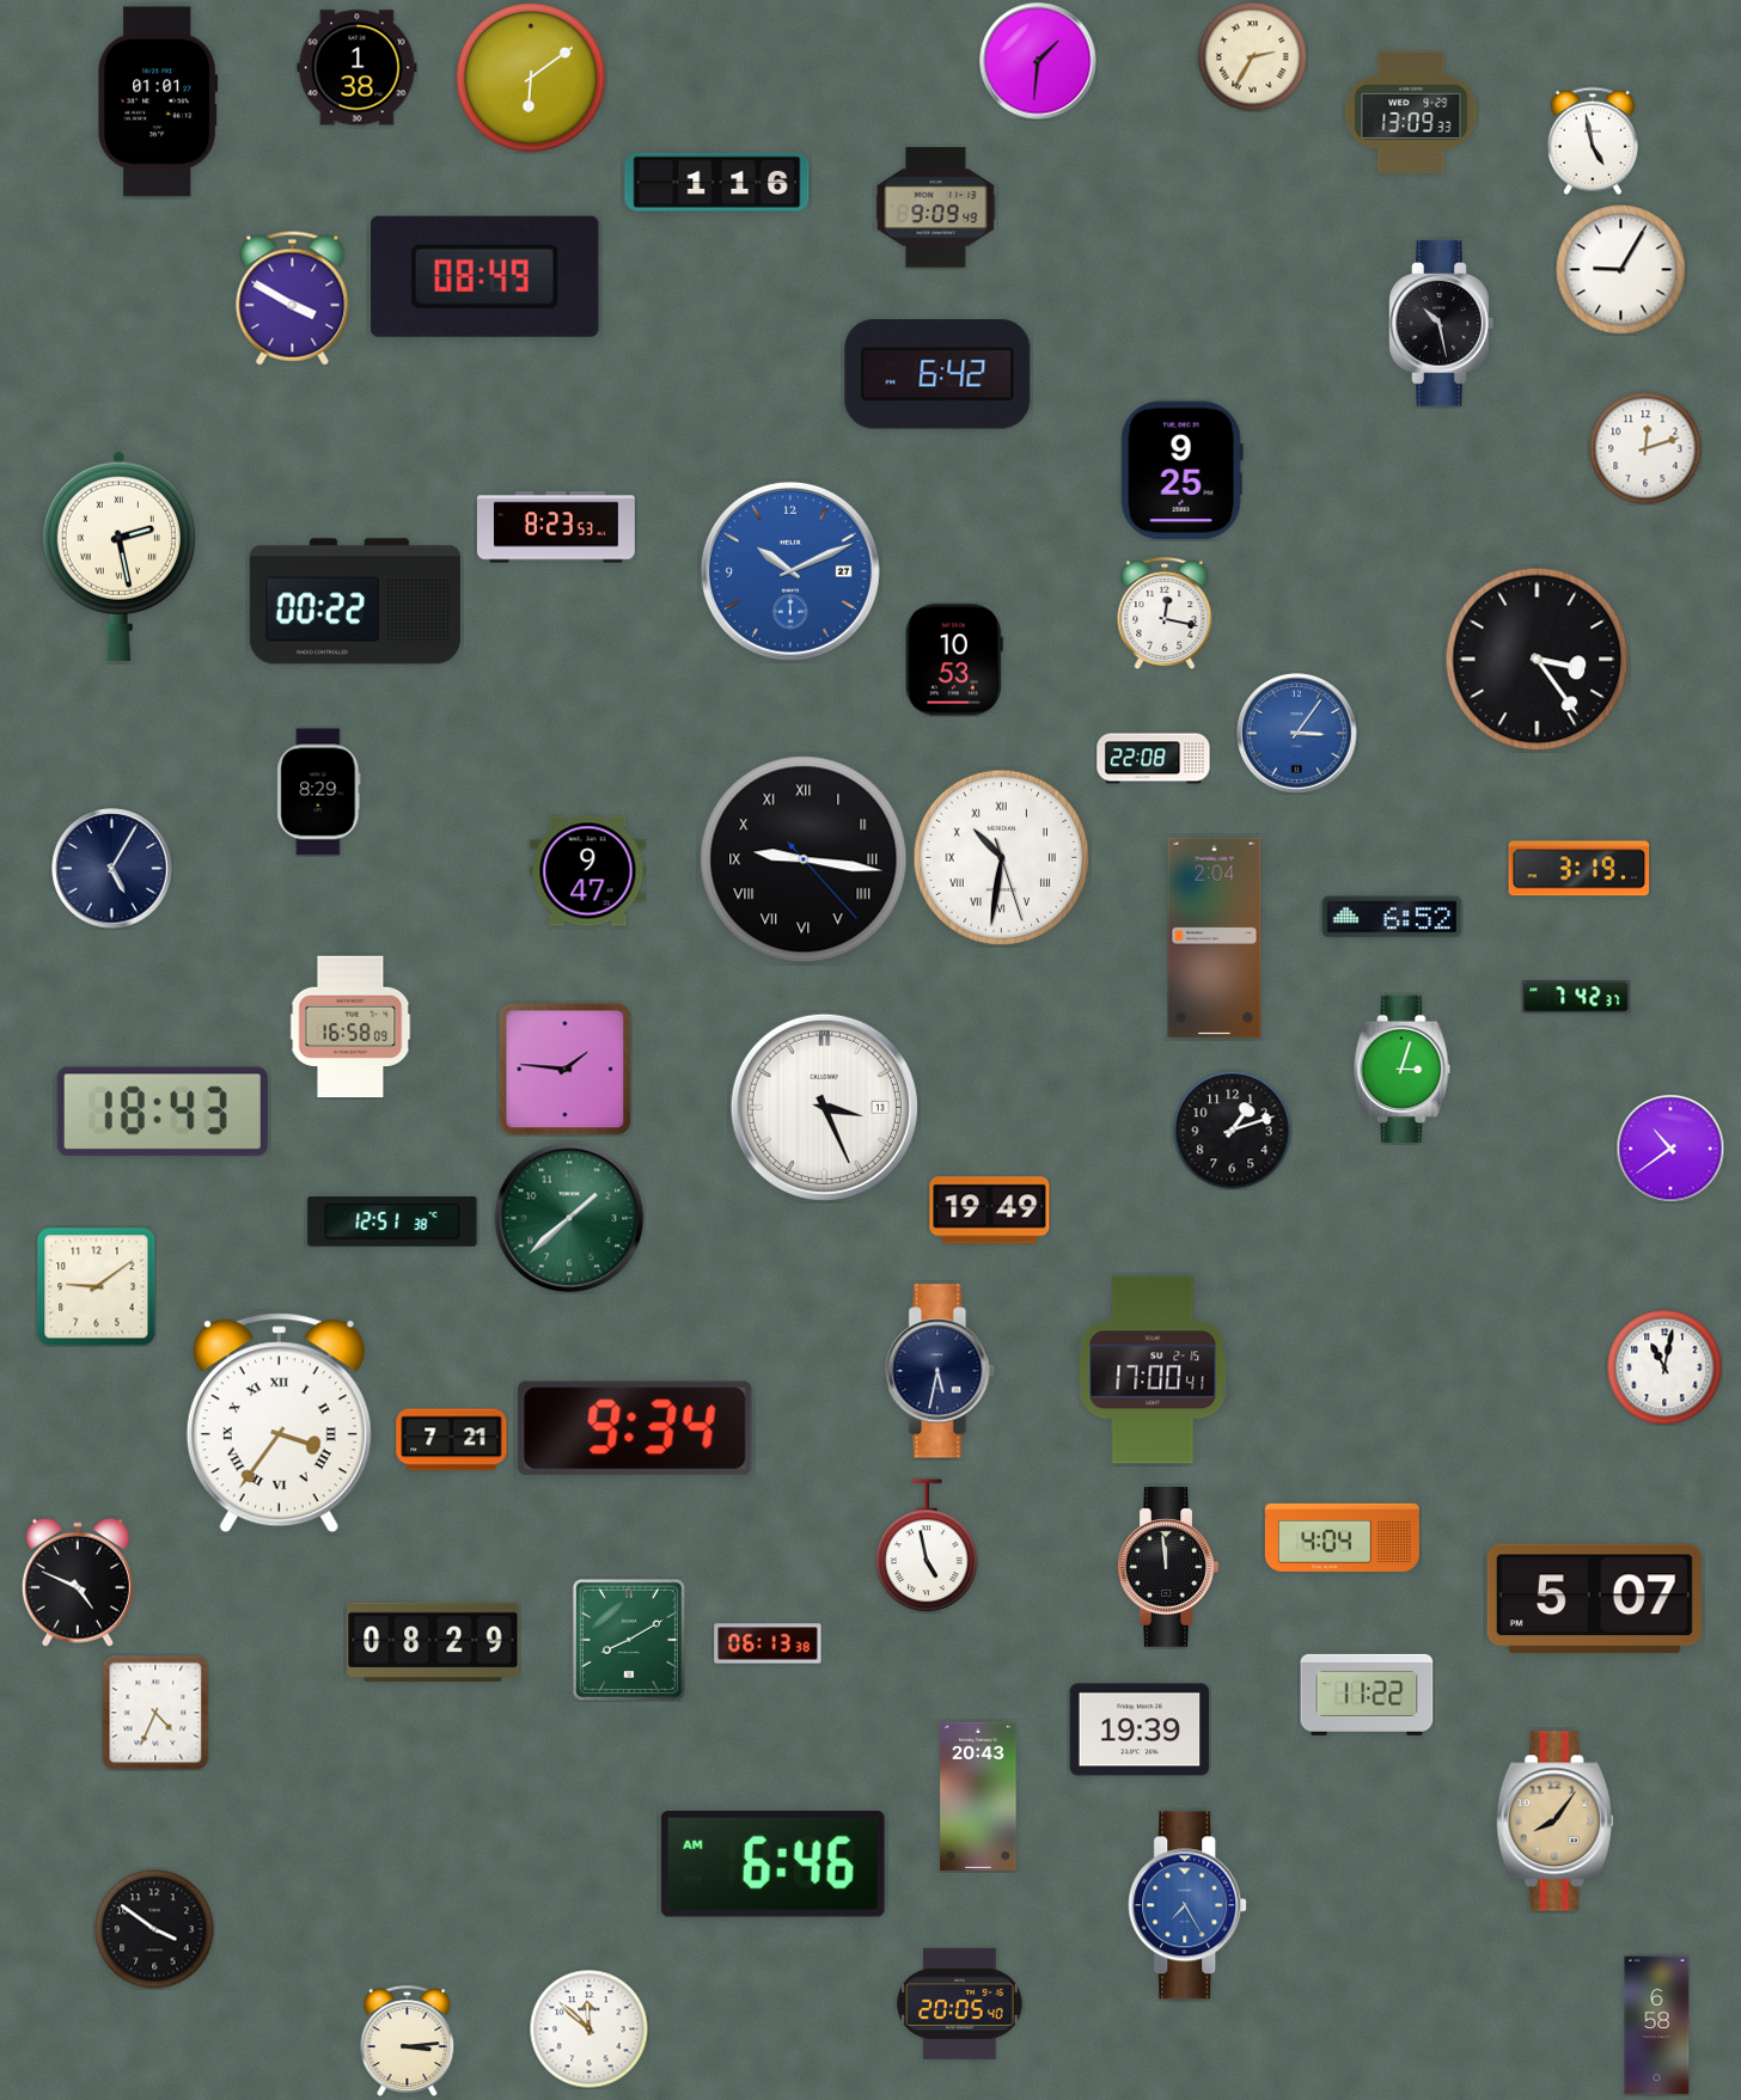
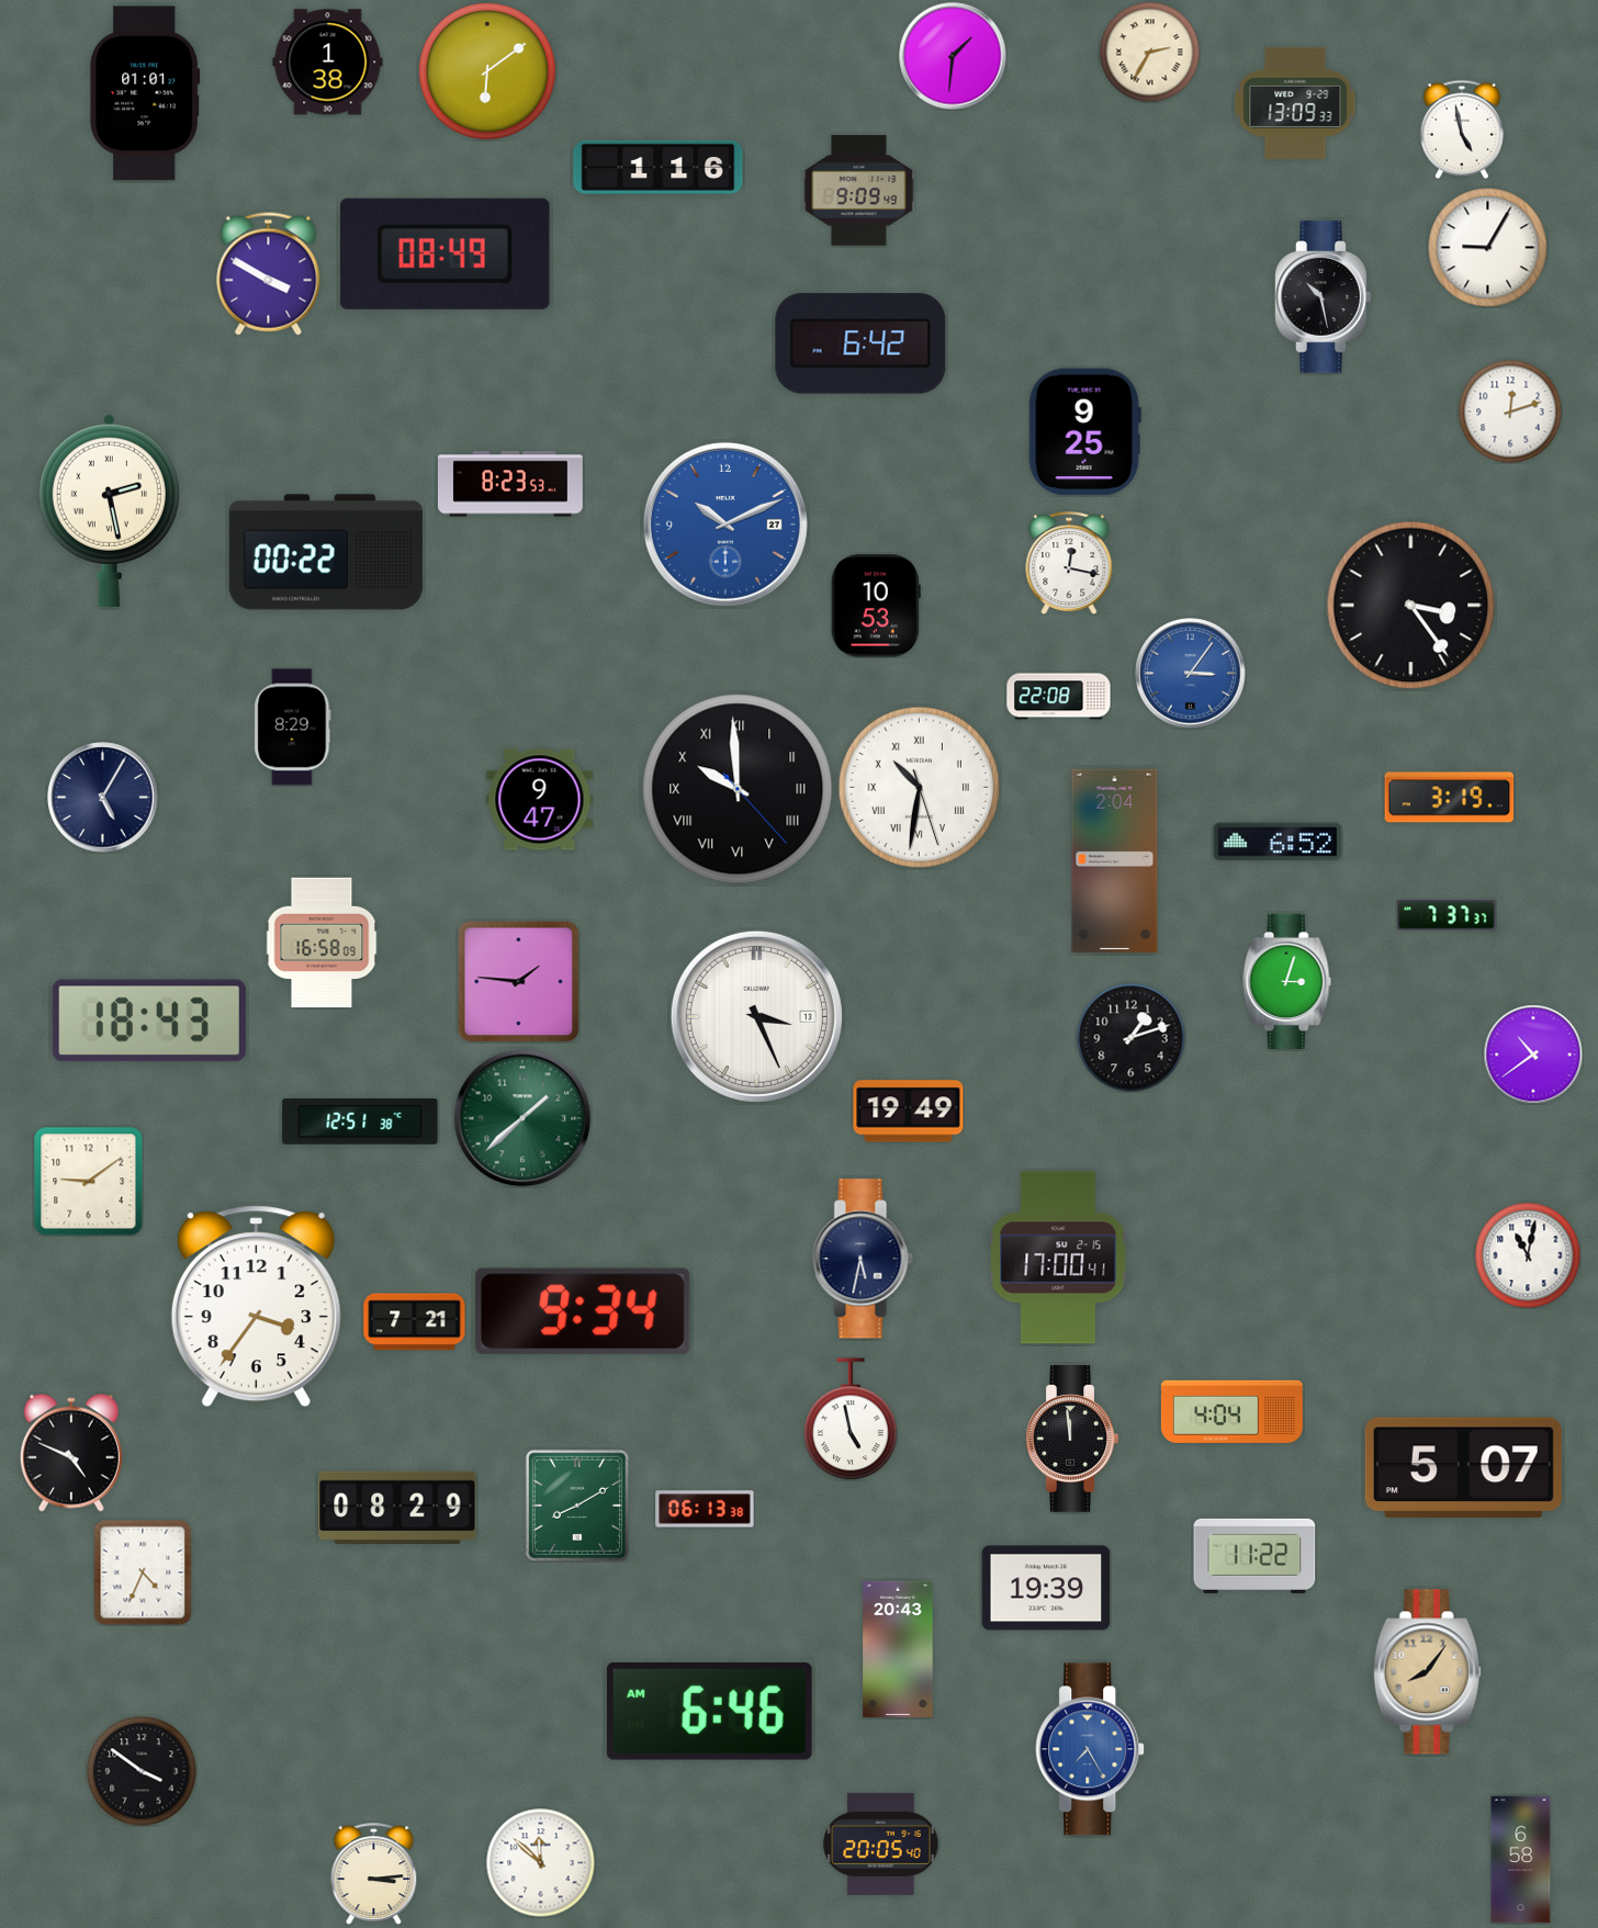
clock at (804, 859): 9:16 -> 9:59
clock at (1576, 997): 7:42 -> 7:37
clock at (279, 1424) numerals: Roman -> Arabic
clock at (960, 2003) position: (960, 2003) -> (881, 1844)
